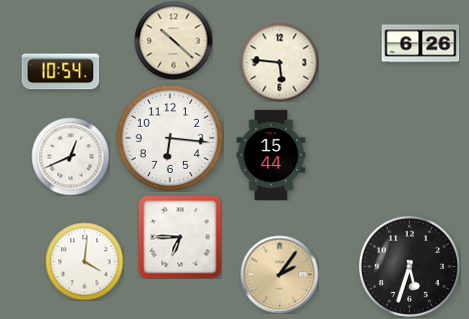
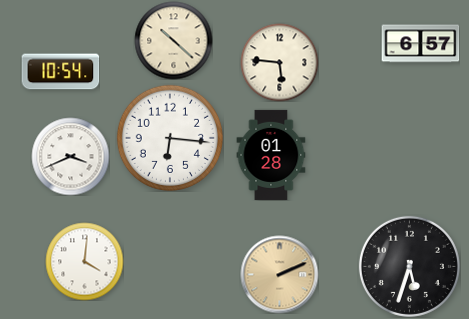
clock at (420, 44): 6:26 -> 6:57
clock at (271, 155): 15:44 -> 01:28
clock at (70, 156): 12:41 -> 3:41
clock at (180, 237): 6:45 -> none
clock at (279, 274): 2:06 -> 2:11
